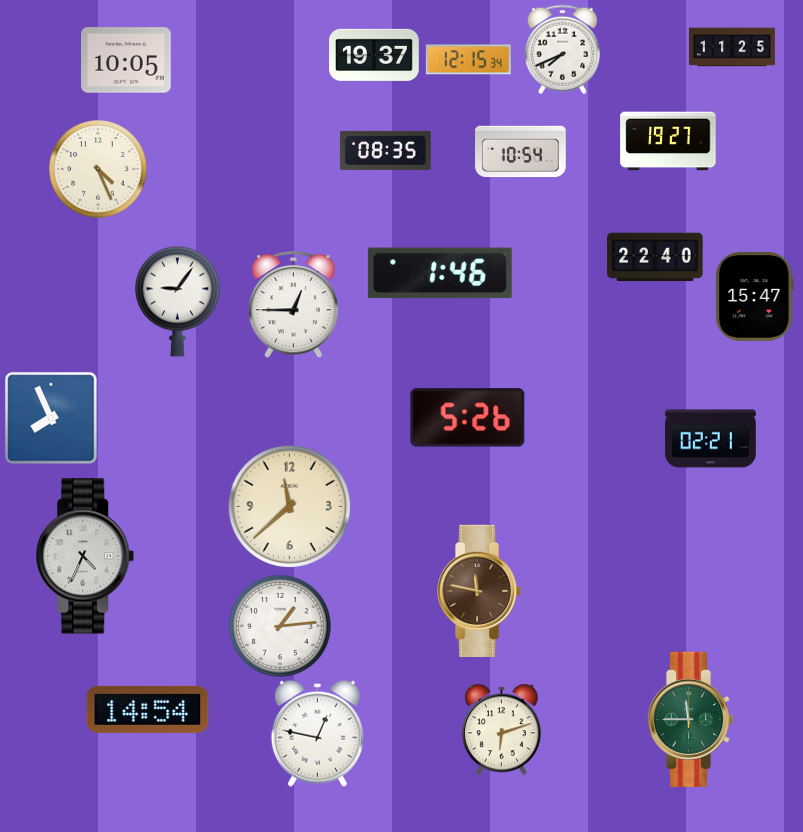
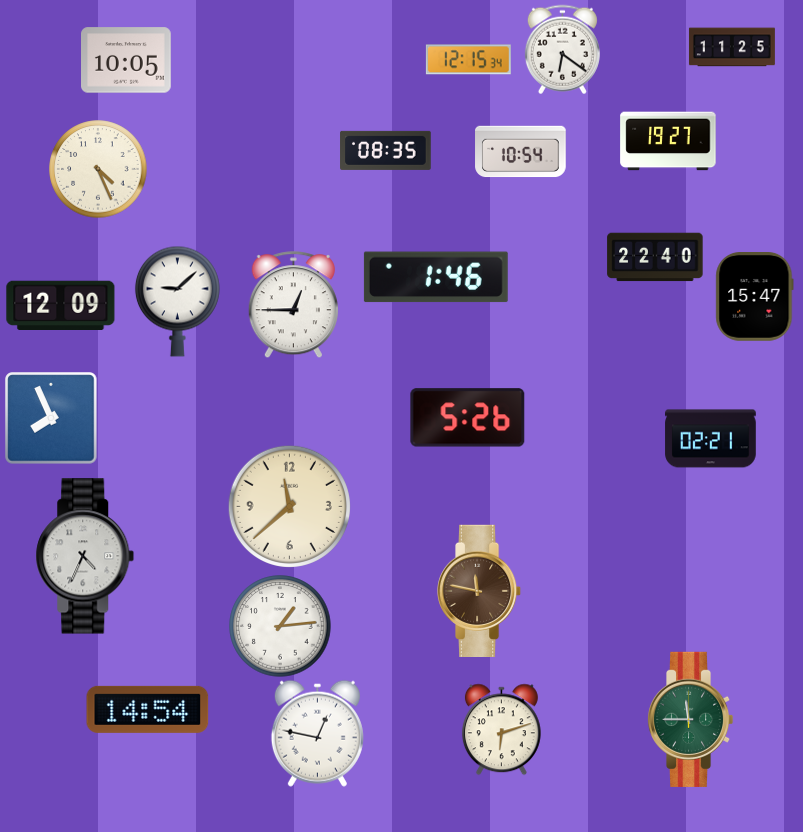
clock at (562, 49): 7:41 -> 6:21
clock at (374, 54): 19:37 -> none
clock at (440, 273) position: (440, 273) -> (436, 277)
clock at (177, 301): 9:06 -> 9:08
clock at (61, 306): none -> 12:09
